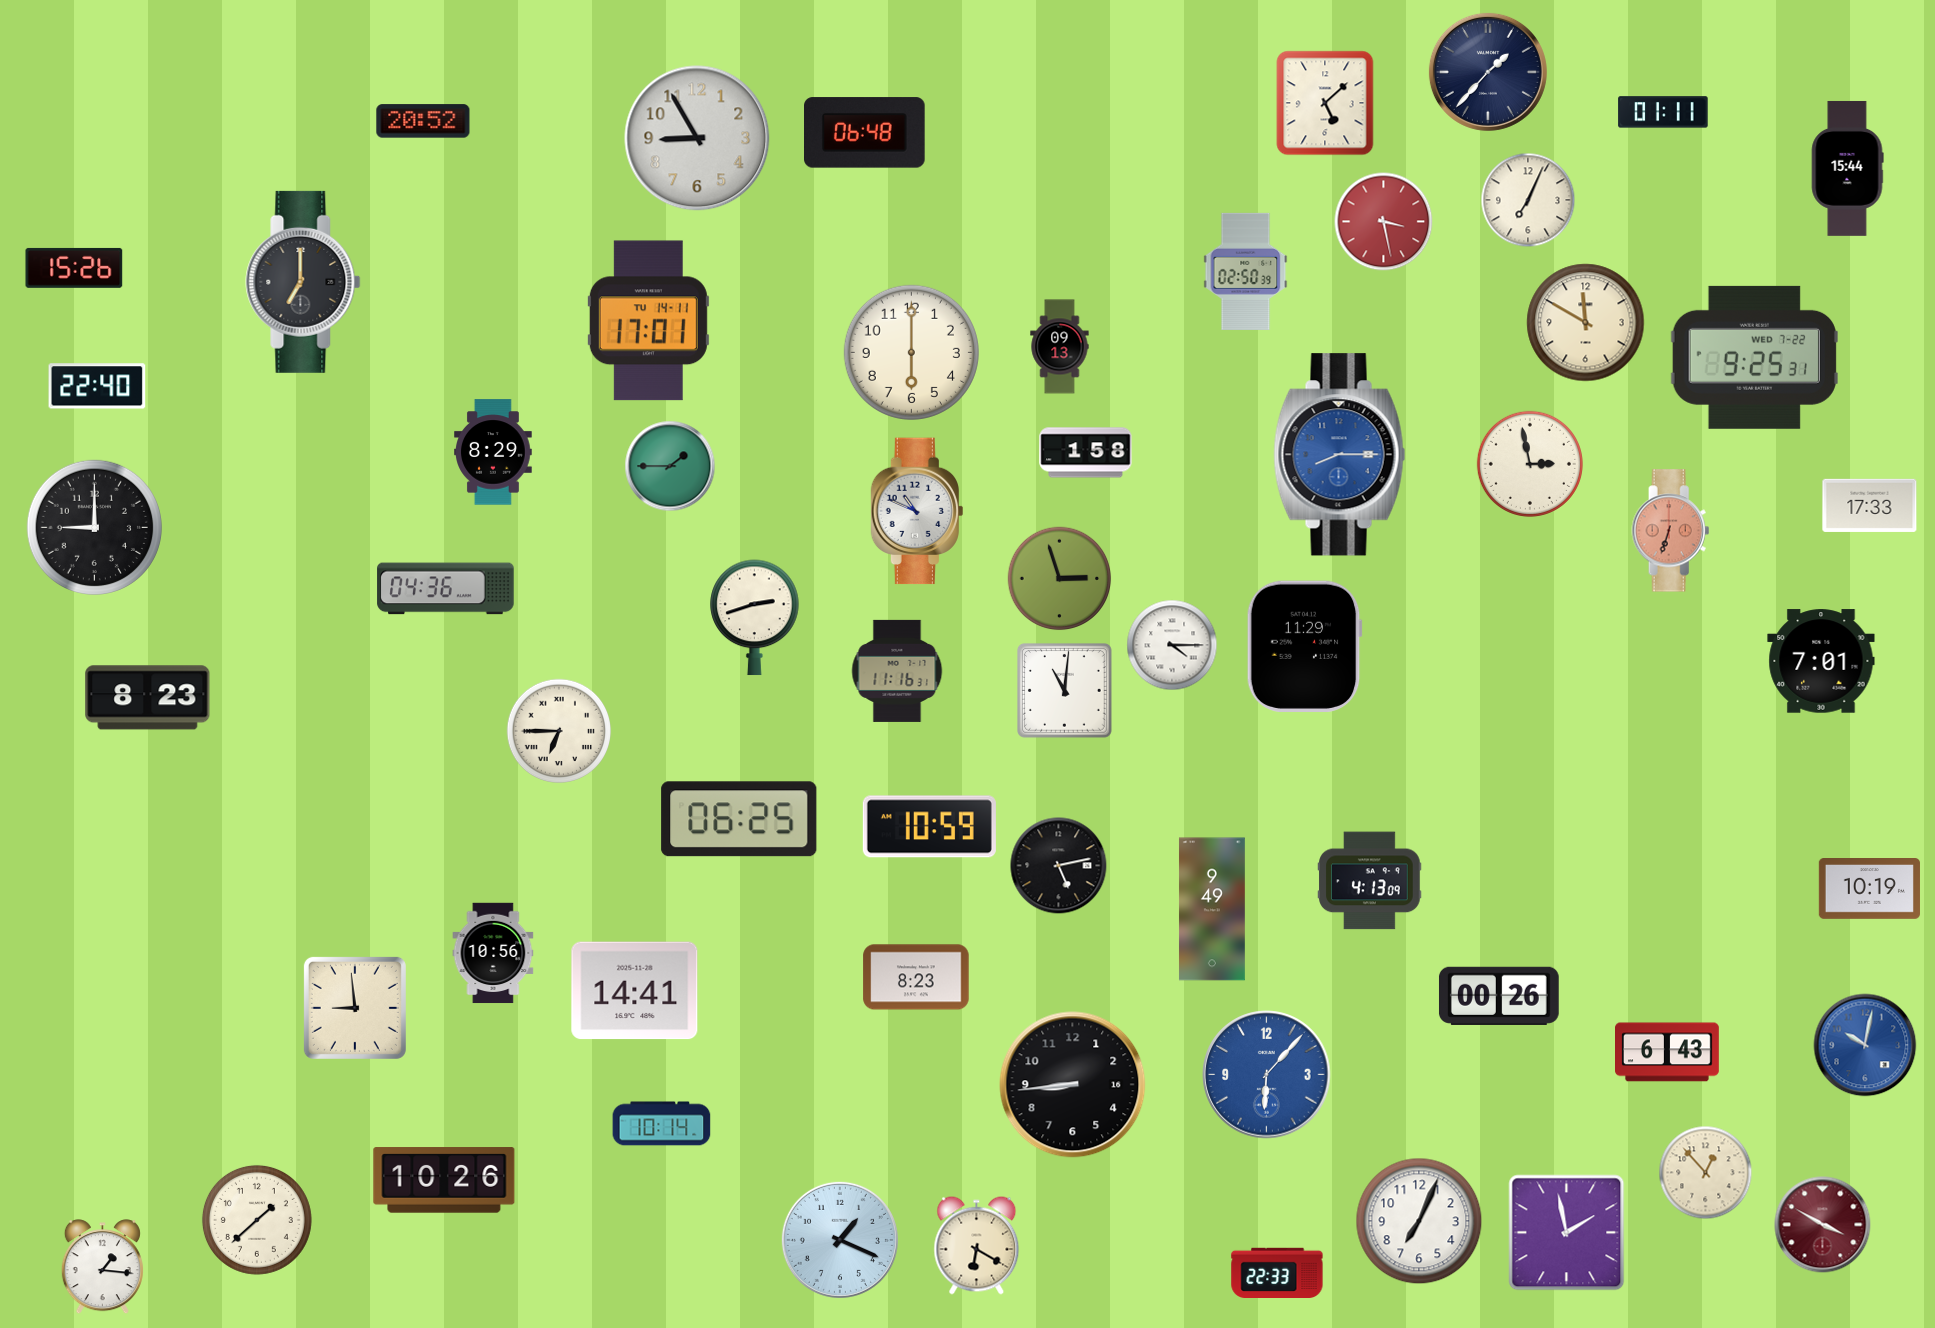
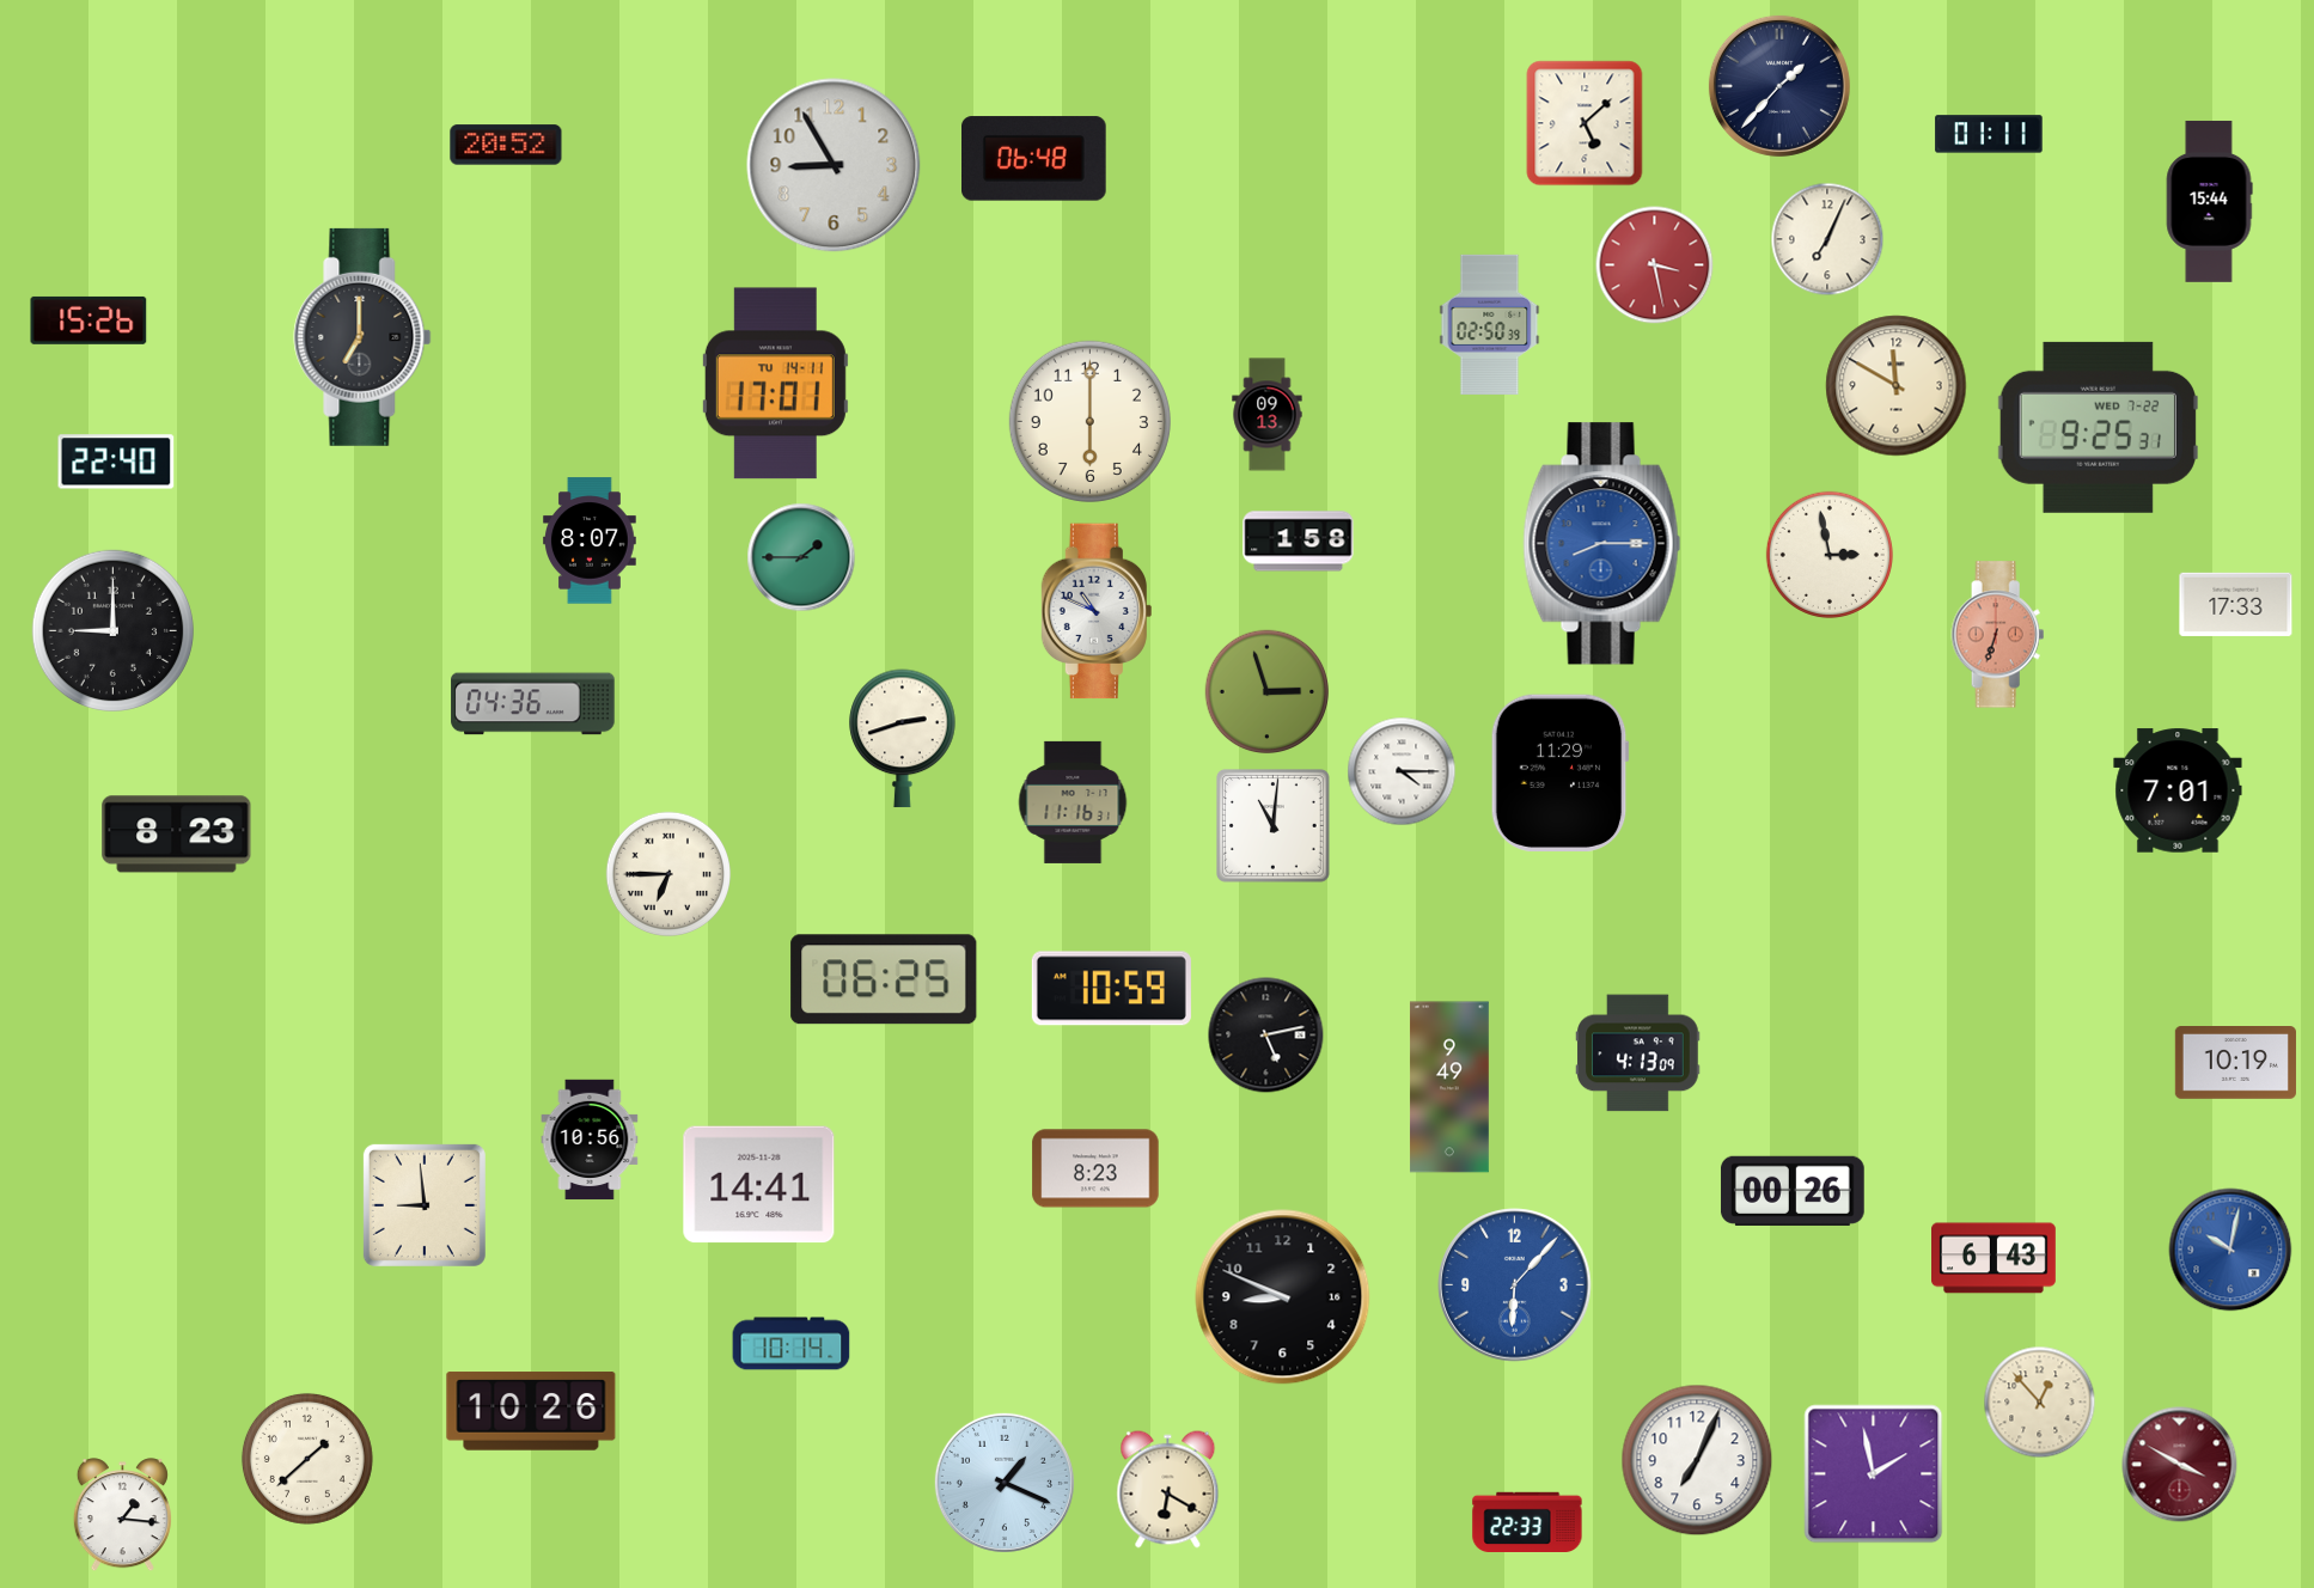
clock at (494, 452): 8:29 -> 8:07
clock at (1073, 1085): 8:44 -> 8:49
